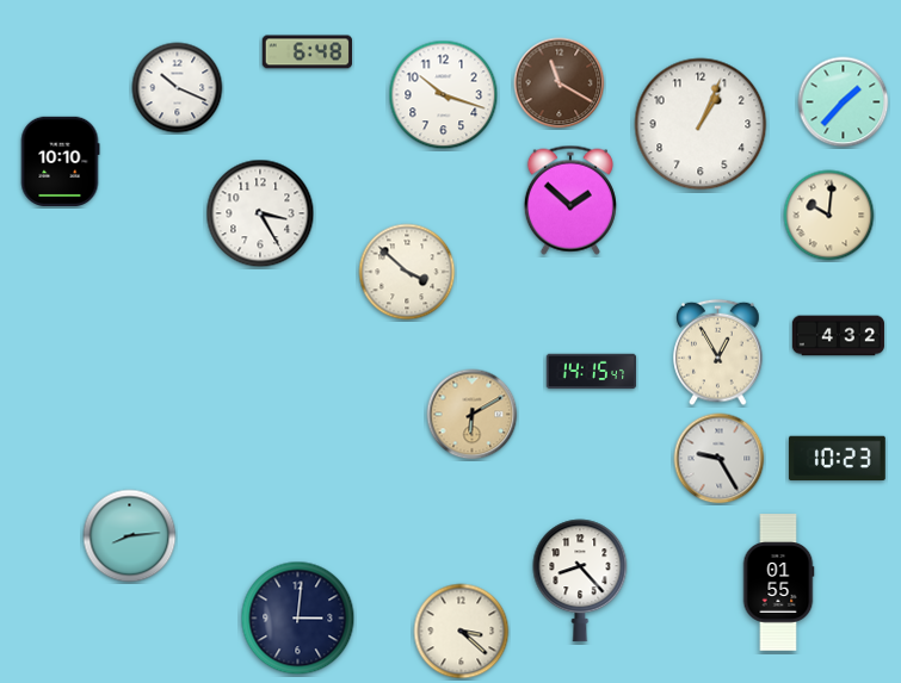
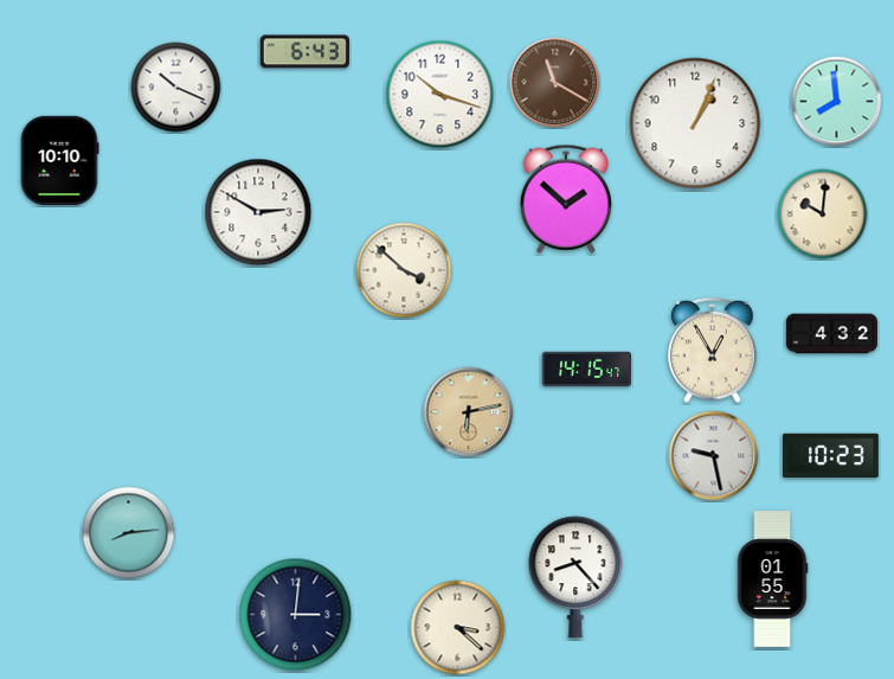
clock at (307, 52): 6:48 -> 6:43
clock at (844, 103): 1:37 -> 7:59
clock at (260, 213): 3:25 -> 2:50
clock at (473, 415): 6:10 -> 6:13
clock at (720, 459): 9:25 -> 9:28
